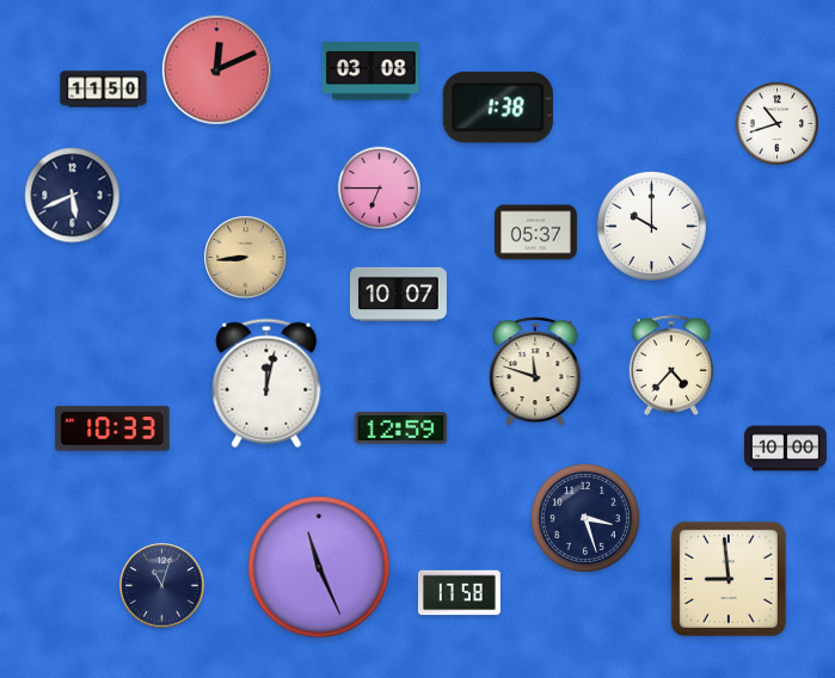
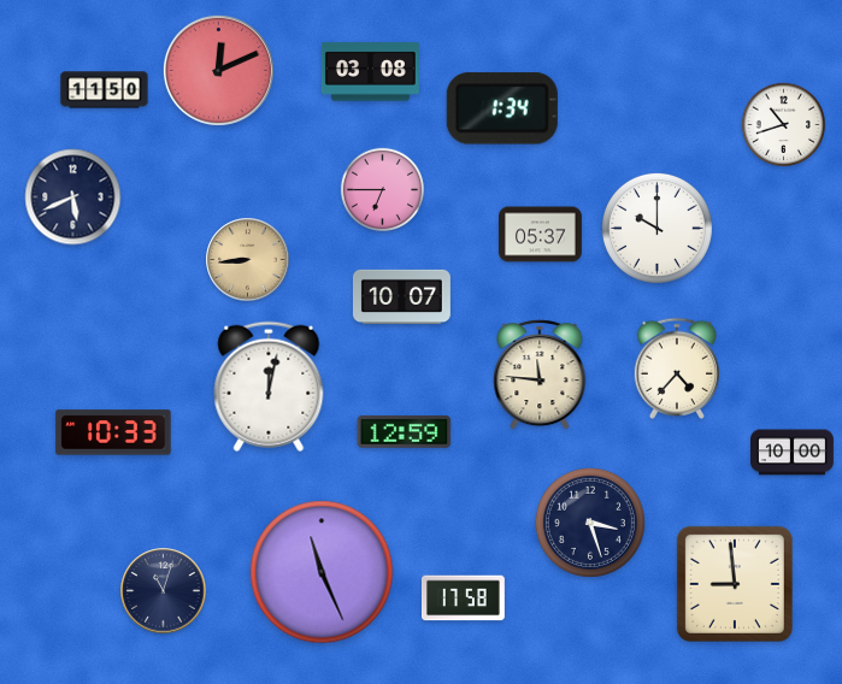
clock at (370, 72) position: (370, 72) -> (370, 72)
clock at (498, 107): 1:38 -> 1:34
clock at (535, 371): 11:48 -> 11:46
